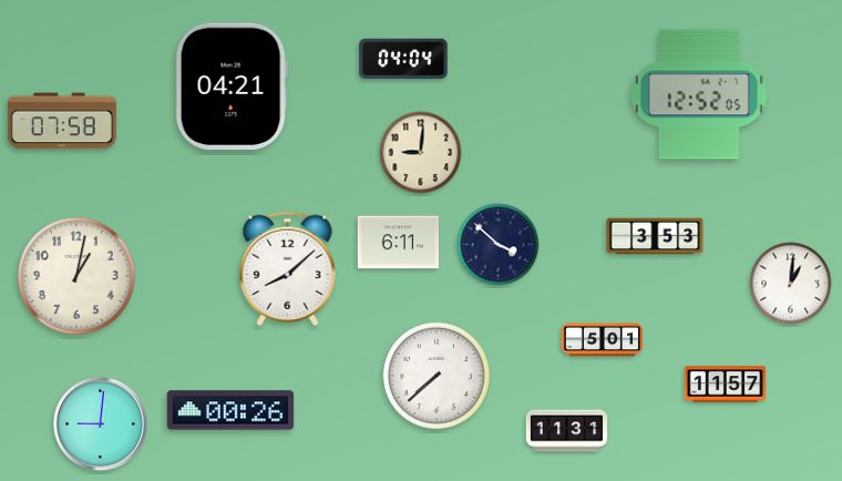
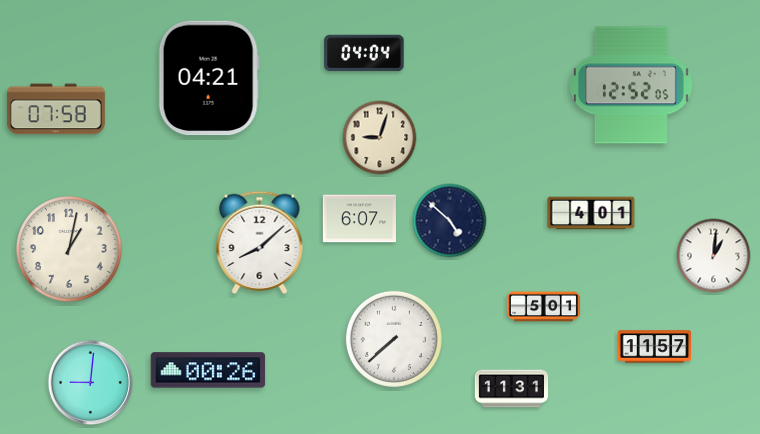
clock at (421, 153): 9:01 -> 9:03
clock at (655, 236): 3:53 -> 4:01
clock at (398, 243): 6:11 -> 6:07
clock at (499, 245): 3:52 -> 4:52
